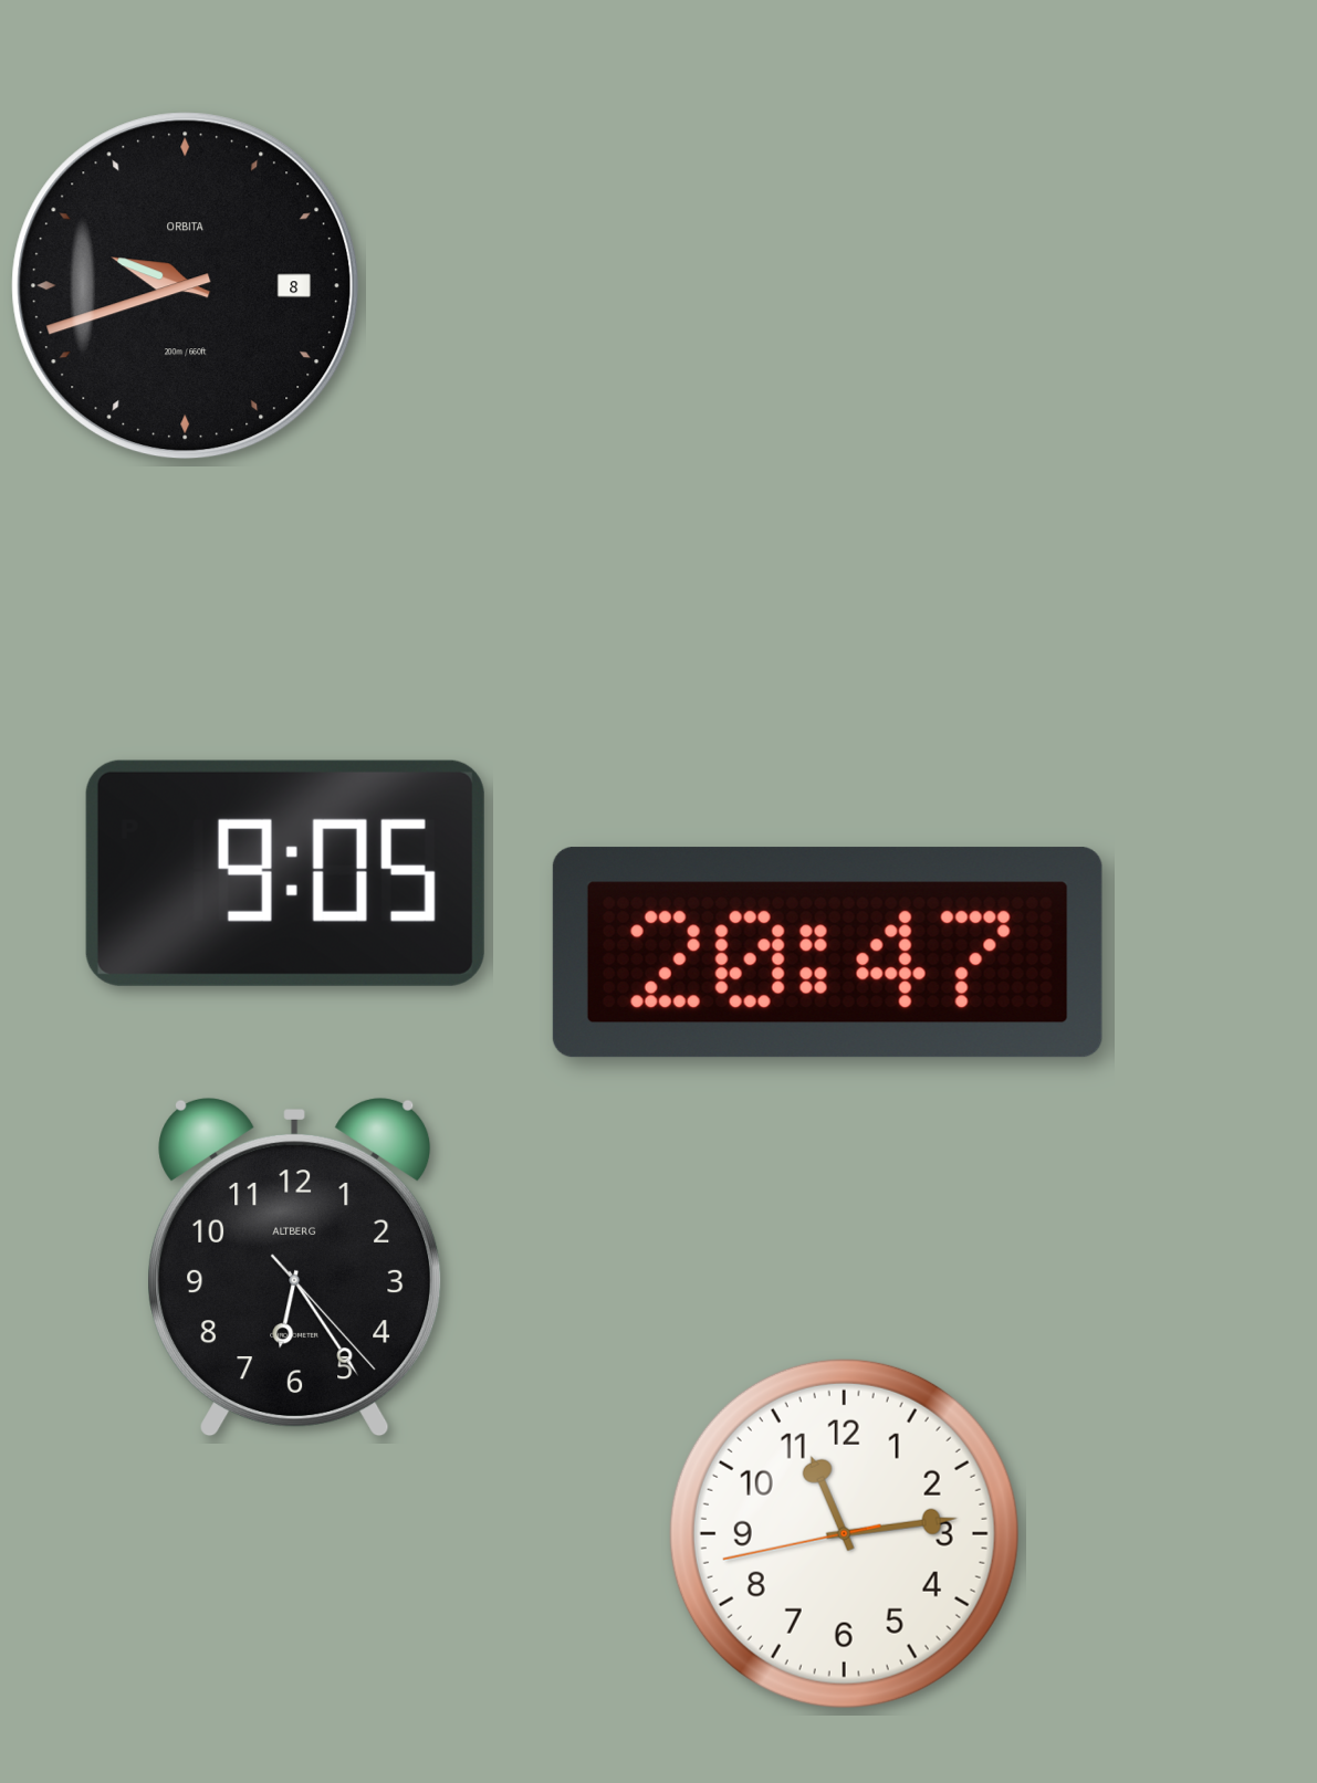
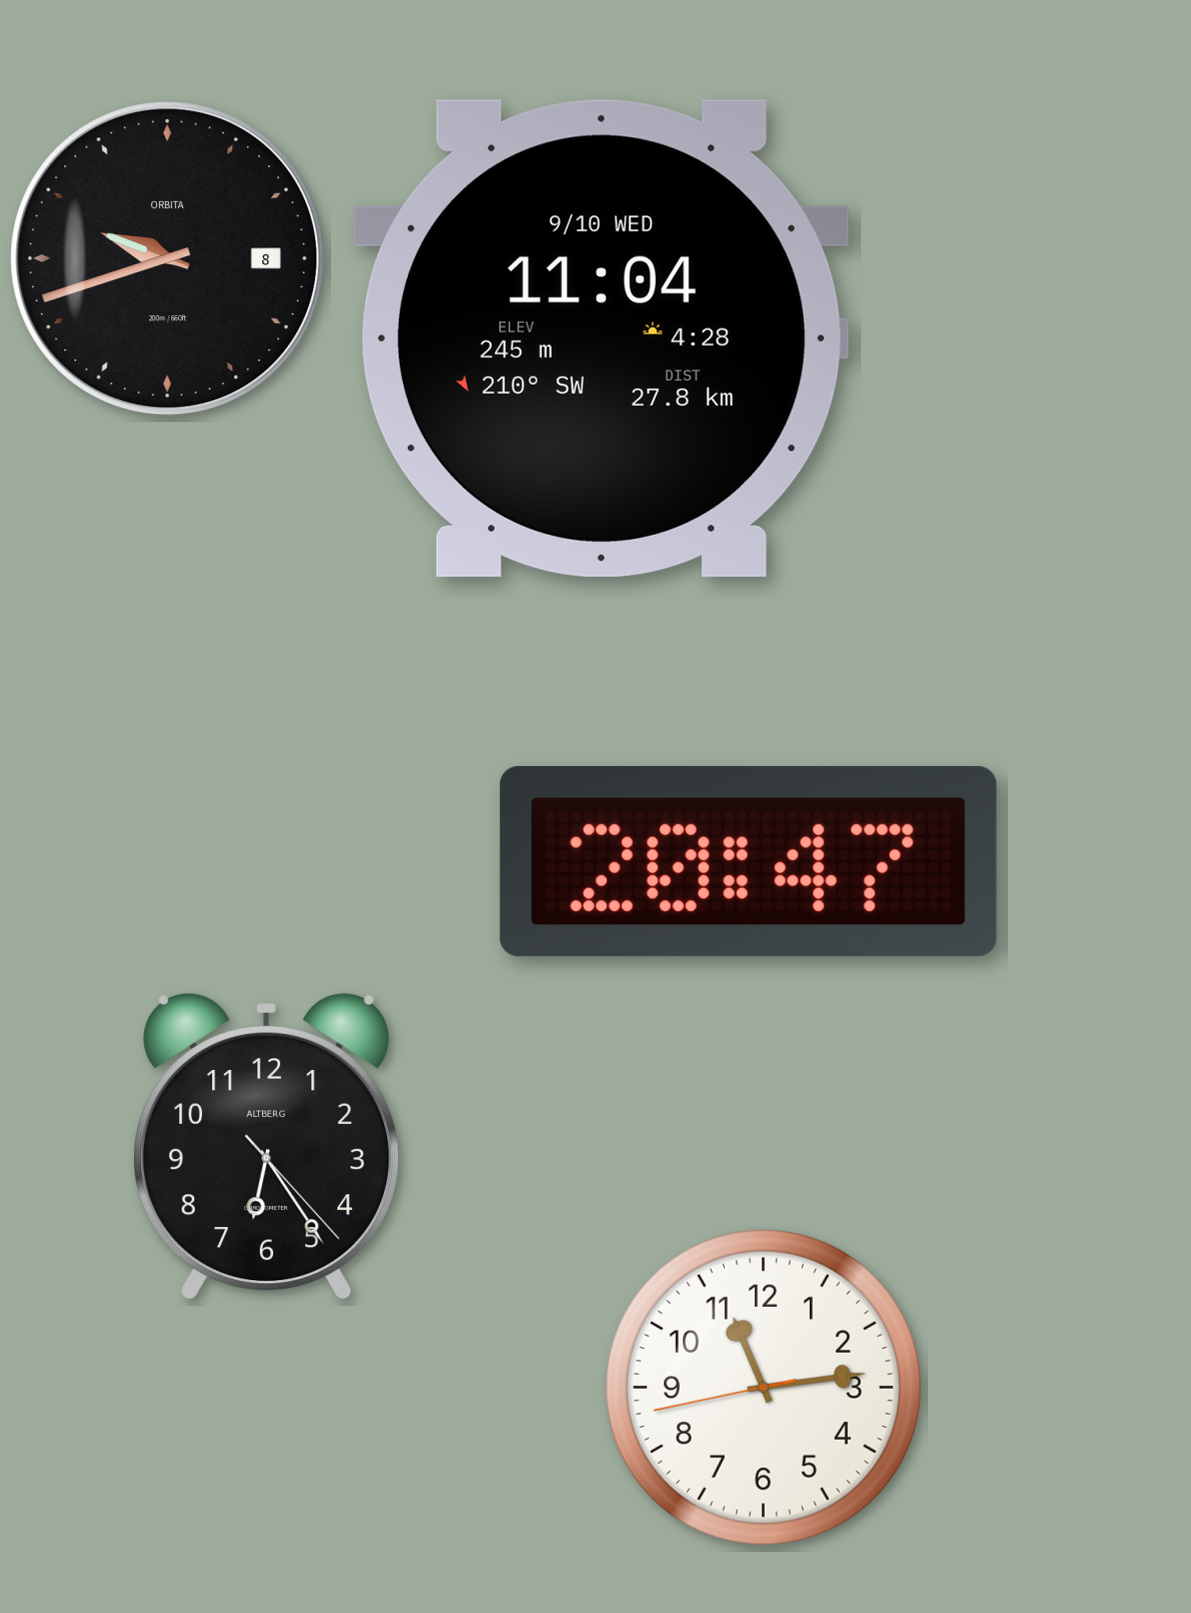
clock at (601, 338): none -> 11:04
clock at (285, 873): 9:05 -> none
